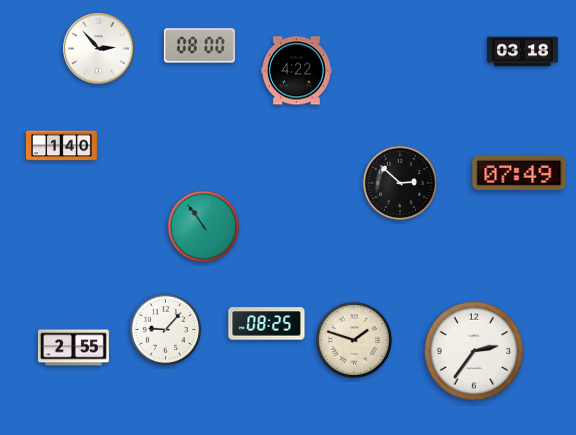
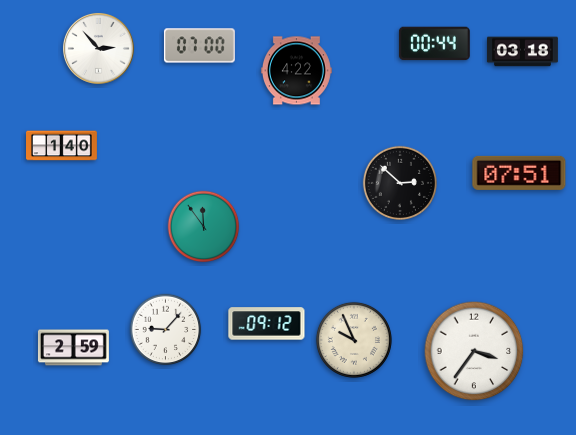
clock at (434, 44): none -> 00:44
clock at (199, 46): 08:00 -> 07:00
clock at (519, 173): 07:49 -> 07:51
clock at (204, 227): 10:54 -> 11:54
clock at (267, 324): 08:25 -> 09:12
clock at (354, 340): 1:48 -> 9:56
clock at (73, 348): 2:55 -> 2:59
clock at (474, 351): 2:36 -> 3:36
